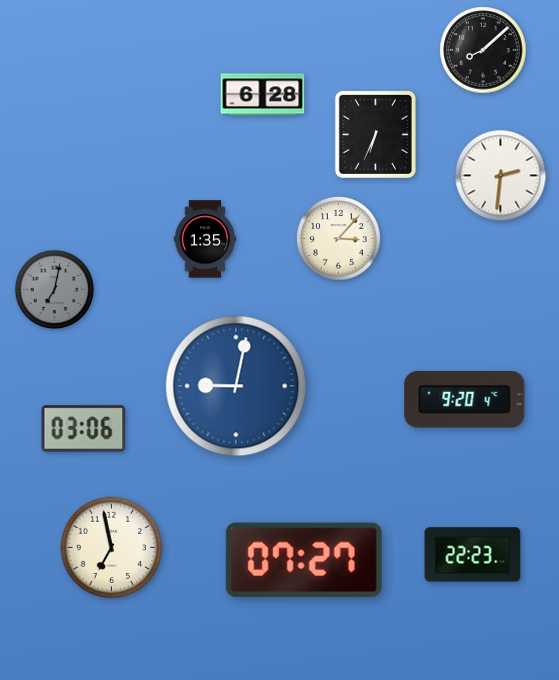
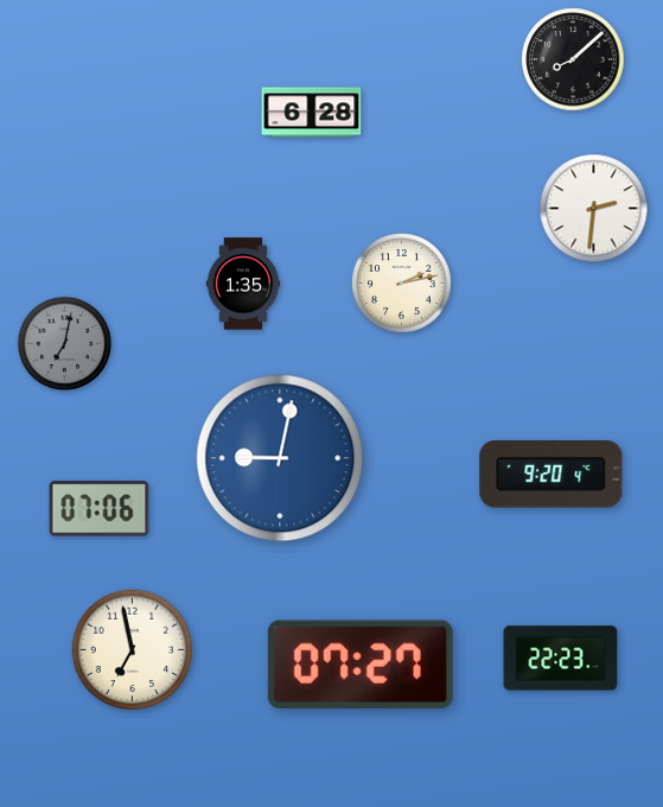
clock at (375, 134): 6:34 -> none
clock at (339, 239): 3:07 -> 2:13
clock at (84, 429): 03:06 -> 07:06
